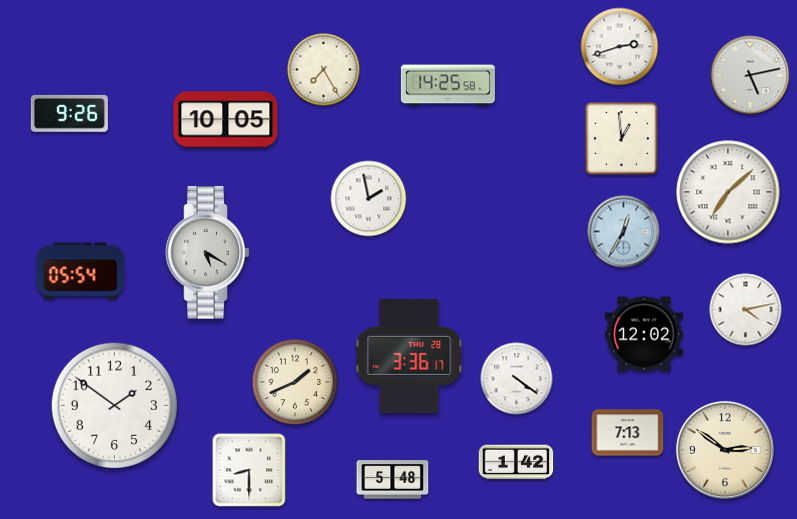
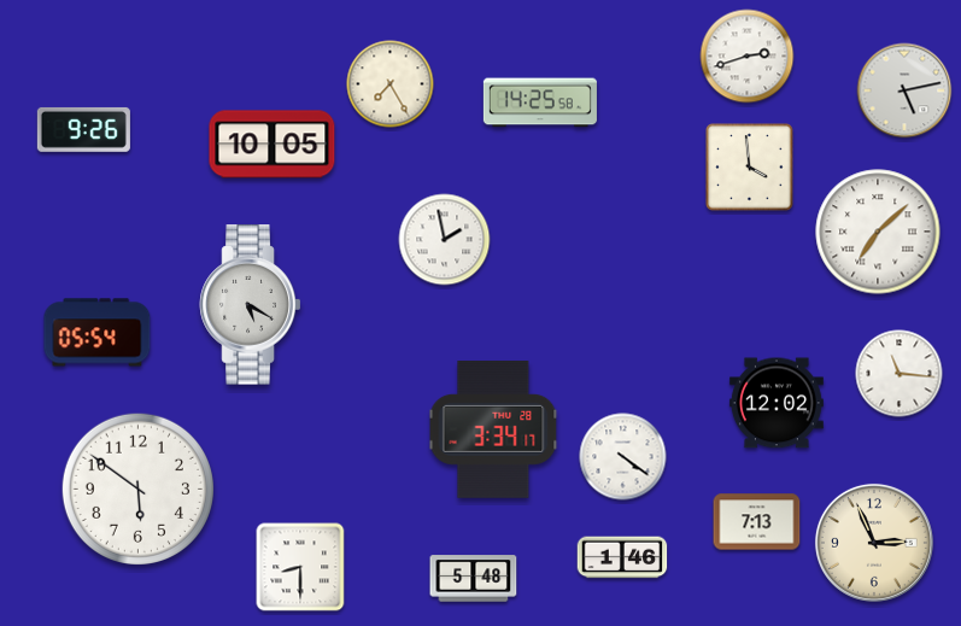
clock at (69, 113) position: (69, 113) -> (83, 129)
clock at (622, 139): 12:59 -> 3:59
clock at (624, 232): 12:35 -> none
clock at (81, 271) position: (81, 271) -> (98, 333)
clock at (746, 310): 4:13 -> 11:16
clock at (409, 356): 3:36 -> 3:34
clock at (295, 382): 1:41 -> none
clock at (114, 405): 1:51 -> 5:51
clock at (725, 450): 2:51 -> 2:56
clock at (516, 462): 1:42 -> 1:46
